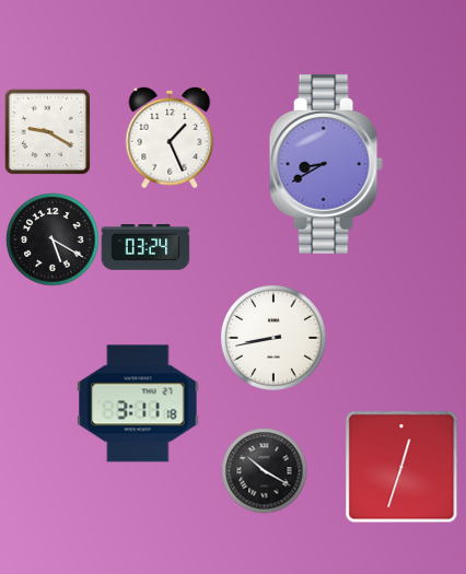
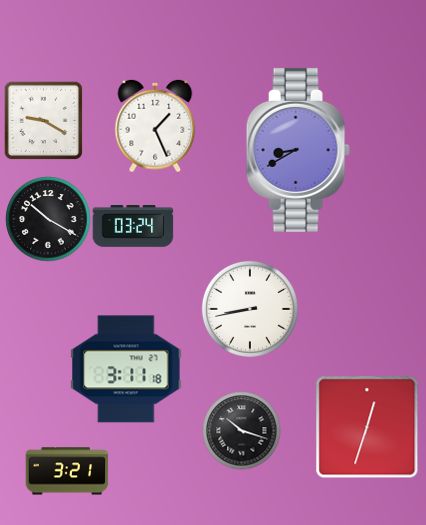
clock at (53, 239): 5:20 -> 10:20
clock at (264, 470): 10:20 -> 10:18
clock at (67, 471): none -> 3:21
